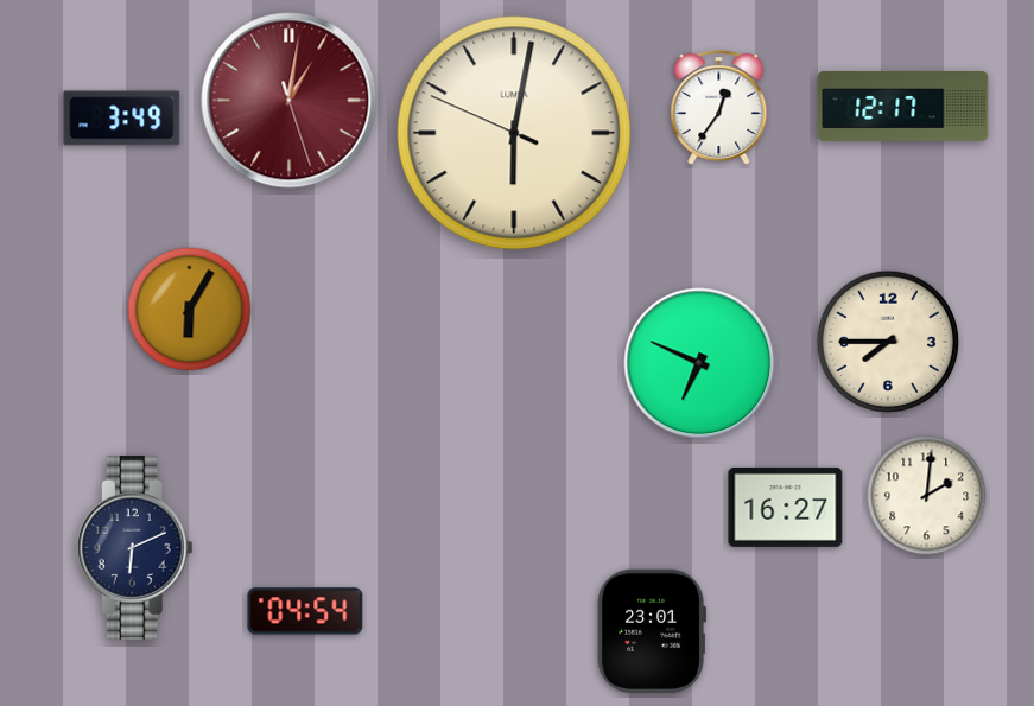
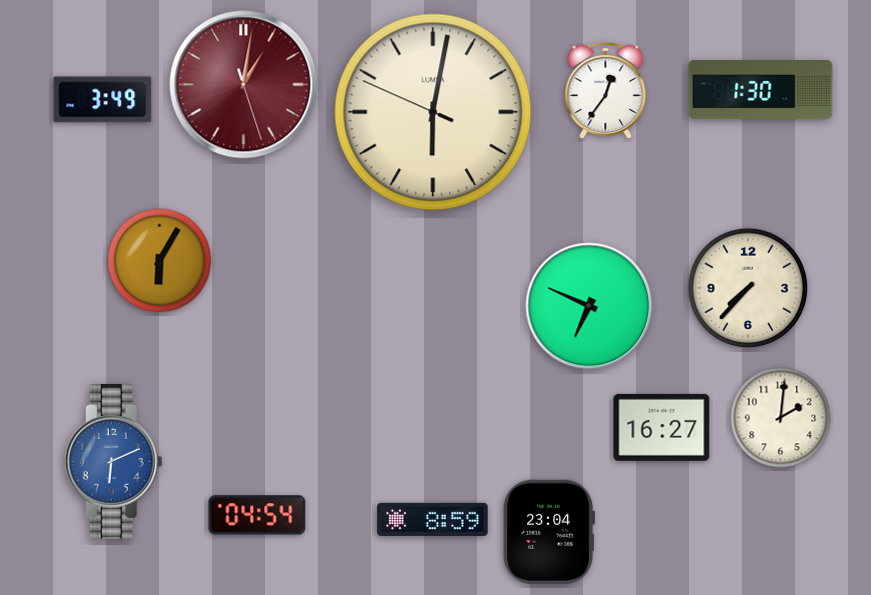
clock at (903, 107): 12:17 -> 1:30
clock at (888, 342): 7:45 -> 7:37
clock at (134, 547) dial: navy -> blue
clock at (433, 519): none -> 8:59
clock at (652, 631): 23:01 -> 23:04
